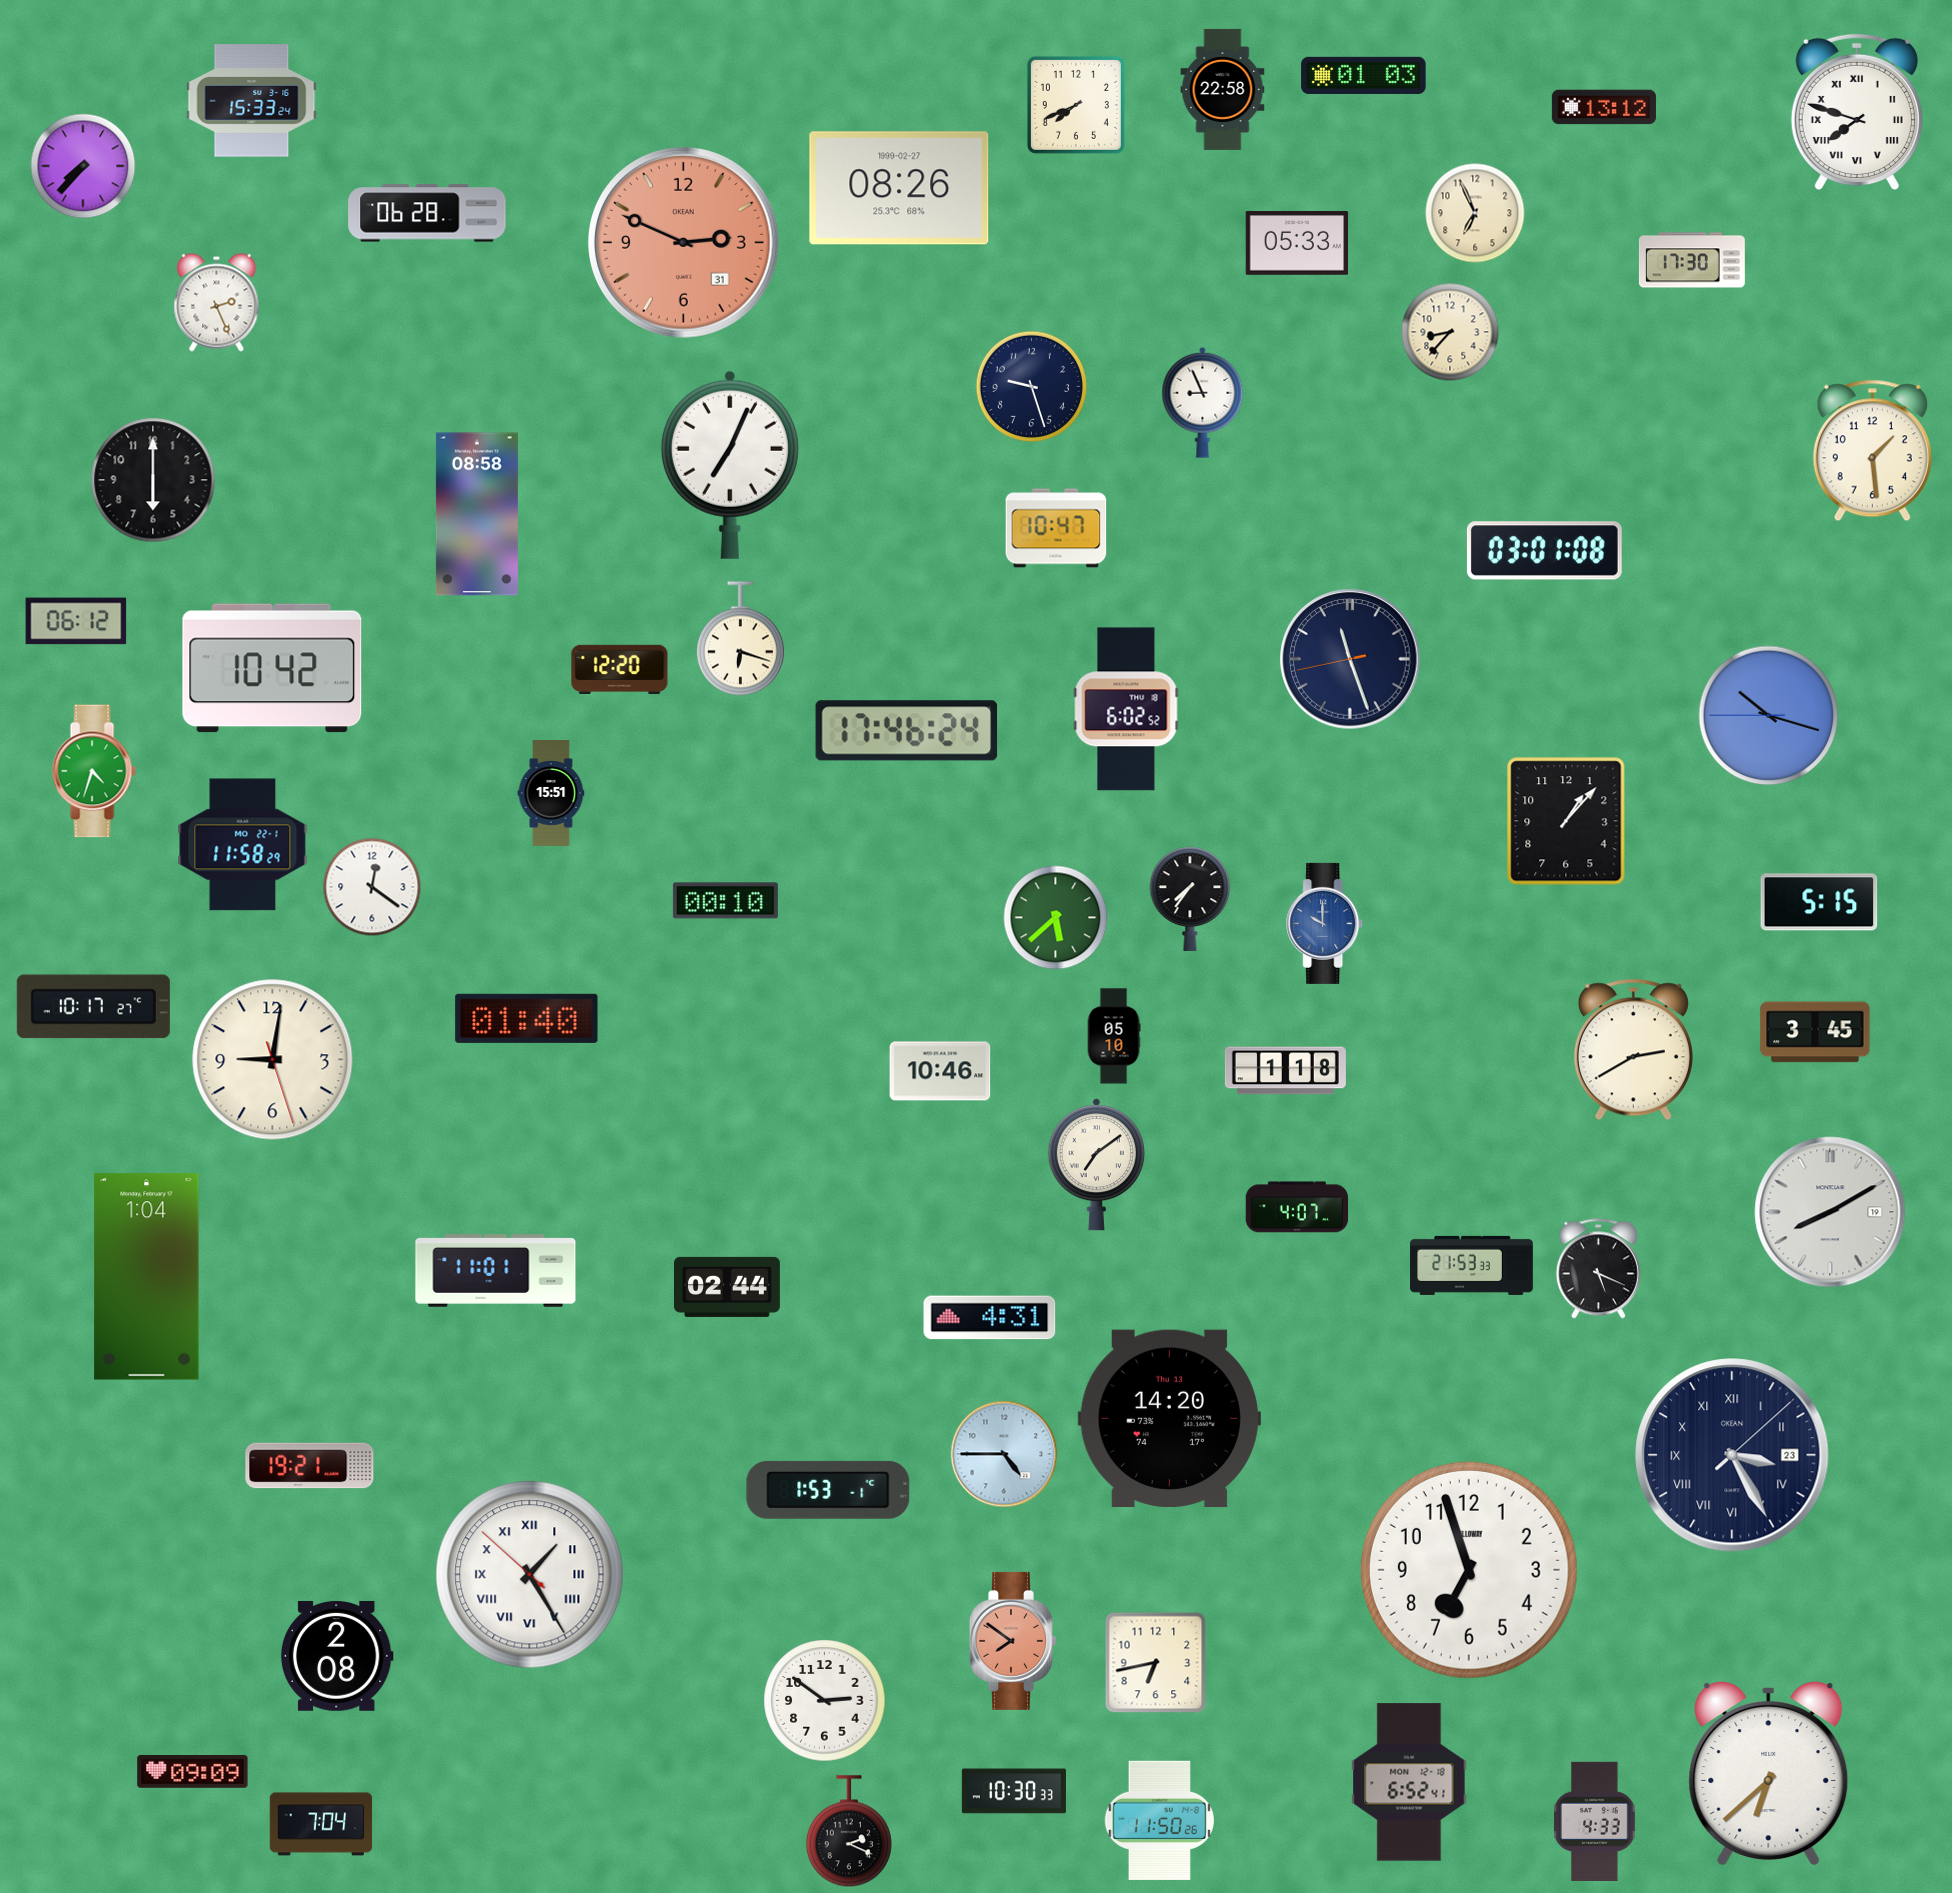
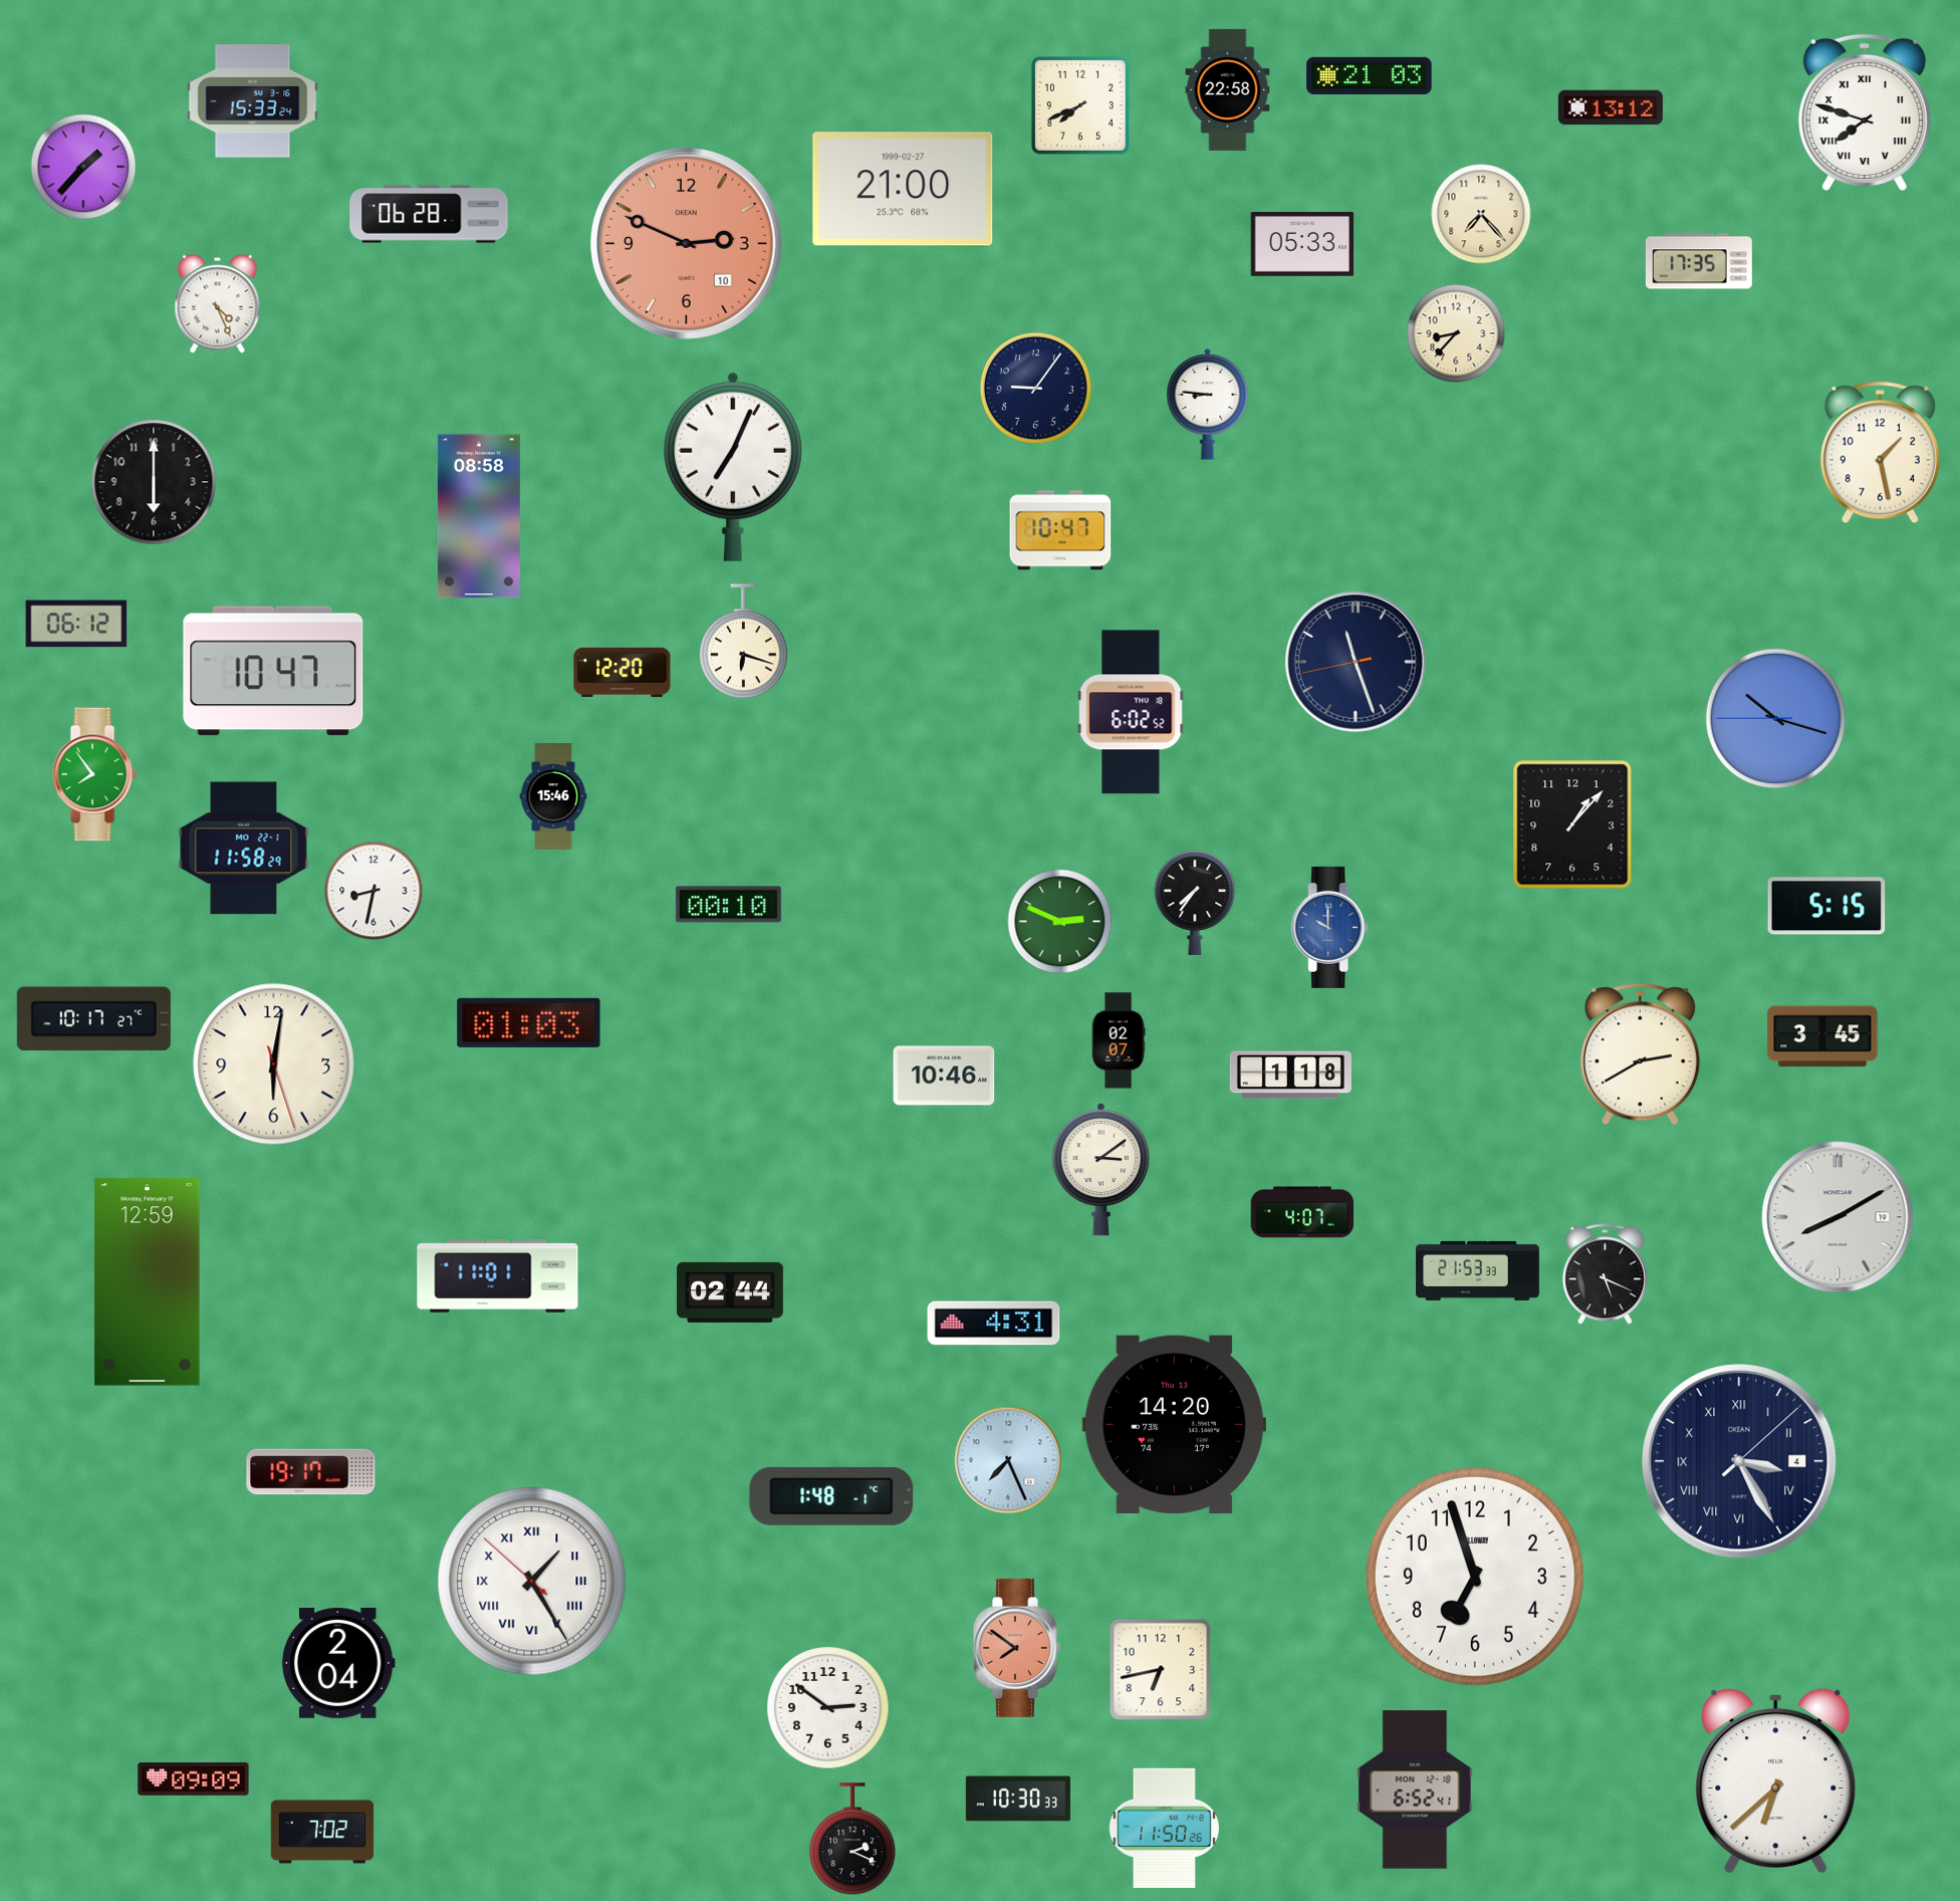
clock at (1364, 75): 01:03 -> 21:03
clock at (83, 166): 7:37 -> 1:37
clock at (899, 188): 08:26 -> 21:00
clock at (1475, 213): 6:56 -> 7:23
clock at (684, 243) date: 31 -> 10
clock at (1692, 260): 17:30 -> 17:35
clock at (217, 303): 2:26 -> 4:26
clock at (1031, 386): 9:27 -> 9:06
clock at (1203, 402): 8:56 -> 8:46
clock at (1872, 451): 1:29 -> 1:28
clock at (1544, 551): 03:01 -> none
clock at (272, 668): 10:42 -> 10:47
clock at (907, 731): 17:46 -> none
clock at (94, 771): 4:33 -> 7:54
clock at (551, 794): 15:51 -> 15:46
clock at (372, 887): 12:21 -> 8:32
clock at (1056, 918): 5:38 -> 2:49
clock at (93, 1007) position: (93, 1007) -> (93, 1019)
clock at (527, 1018): 01:40 -> 01:03
clock at (1114, 1036): 05:10 -> 02:07
clock at (273, 1060): 9:01 -> 6:01
clock at (1096, 1164): 7:09 -> 3:09
clock at (147, 1277): 1:04 -> 12:59
clock at (1004, 1454): 4:45 -> 7:26
clock at (1732, 1455) date: 23 -> 4
clock at (310, 1466): 19:21 -> 19:17
clock at (828, 1490): 1:53 -> 1:48
clock at (337, 1656): 2:08 -> 2:04
clock at (1595, 1821): 4:33 -> none
clock at (321, 1824): 7:04 -> 7:02
